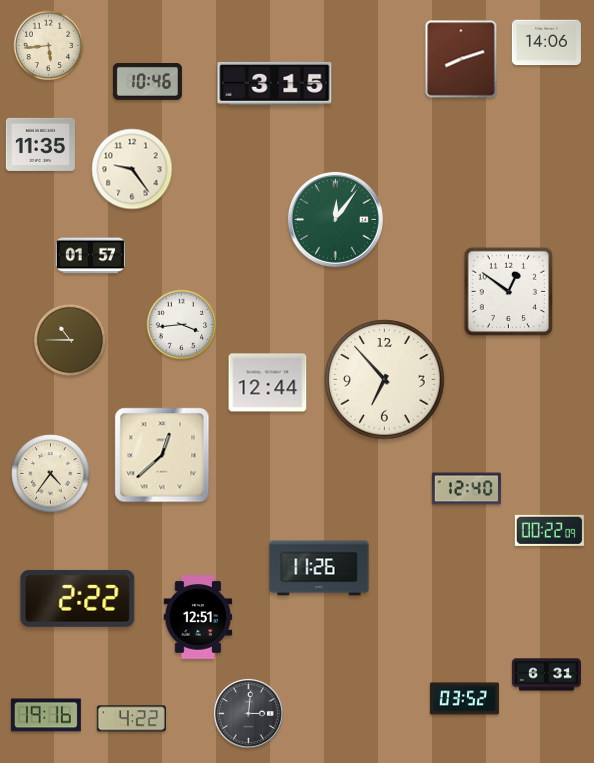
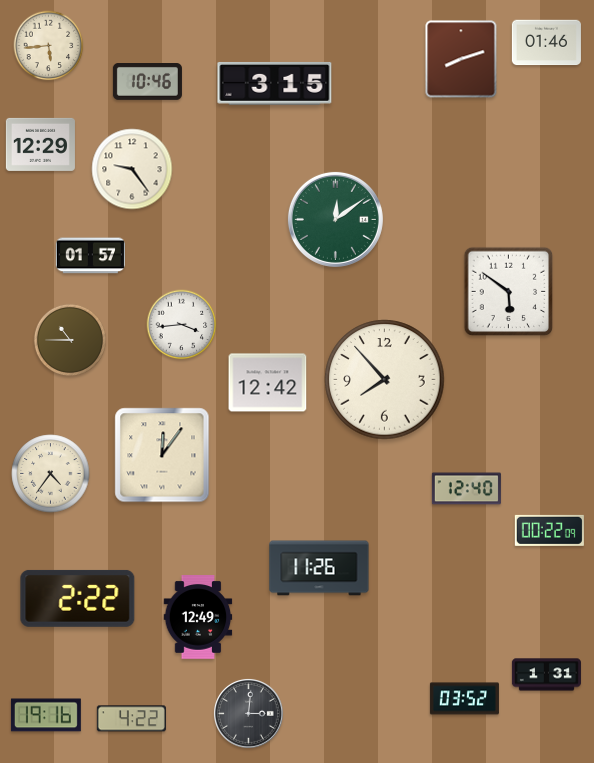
clock at (546, 43): 14:06 -> 01:46
clock at (40, 144): 11:35 -> 12:29
clock at (335, 219): 12:06 -> 12:09
clock at (509, 292): 12:51 -> 5:51
clock at (385, 380): 6:53 -> 7:53
clock at (268, 383): 12:44 -> 12:42
clock at (162, 455): 12:38 -> 12:06
clock at (198, 617): 12:51 -> 12:49
clock at (546, 675): 6:31 -> 1:31
